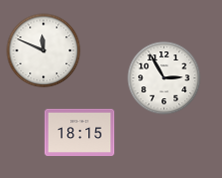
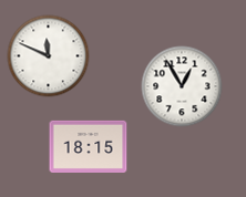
clock at (164, 78): 2:55 -> 12:55
